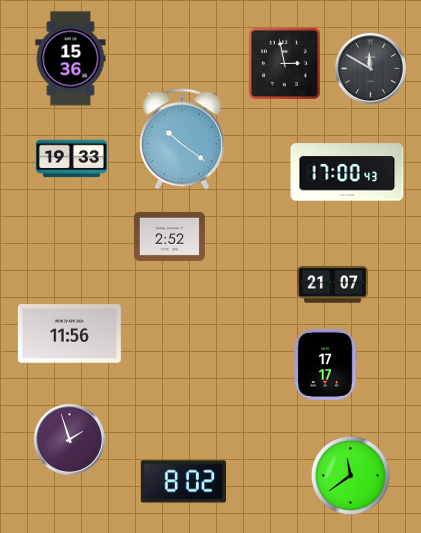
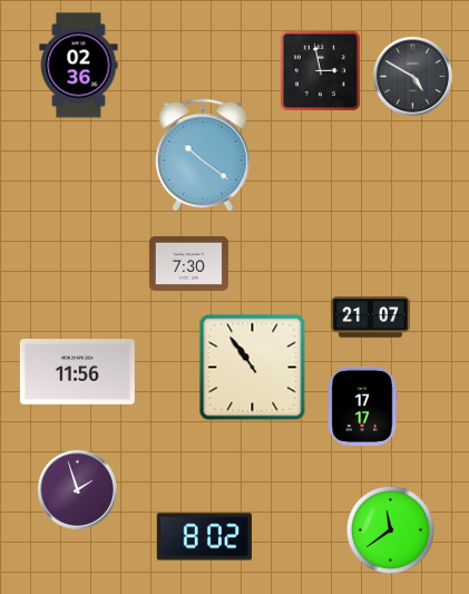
clock at (71, 59): 15:36 -> 02:36
clock at (284, 63) position: (284, 63) -> (320, 70)
clock at (370, 68): 11:50 -> 4:50
clock at (71, 159): 19:33 -> none
clock at (347, 172): 17:00 -> none
clock at (169, 236): 2:52 -> 7:30
clock at (253, 368): none -> 10:54
